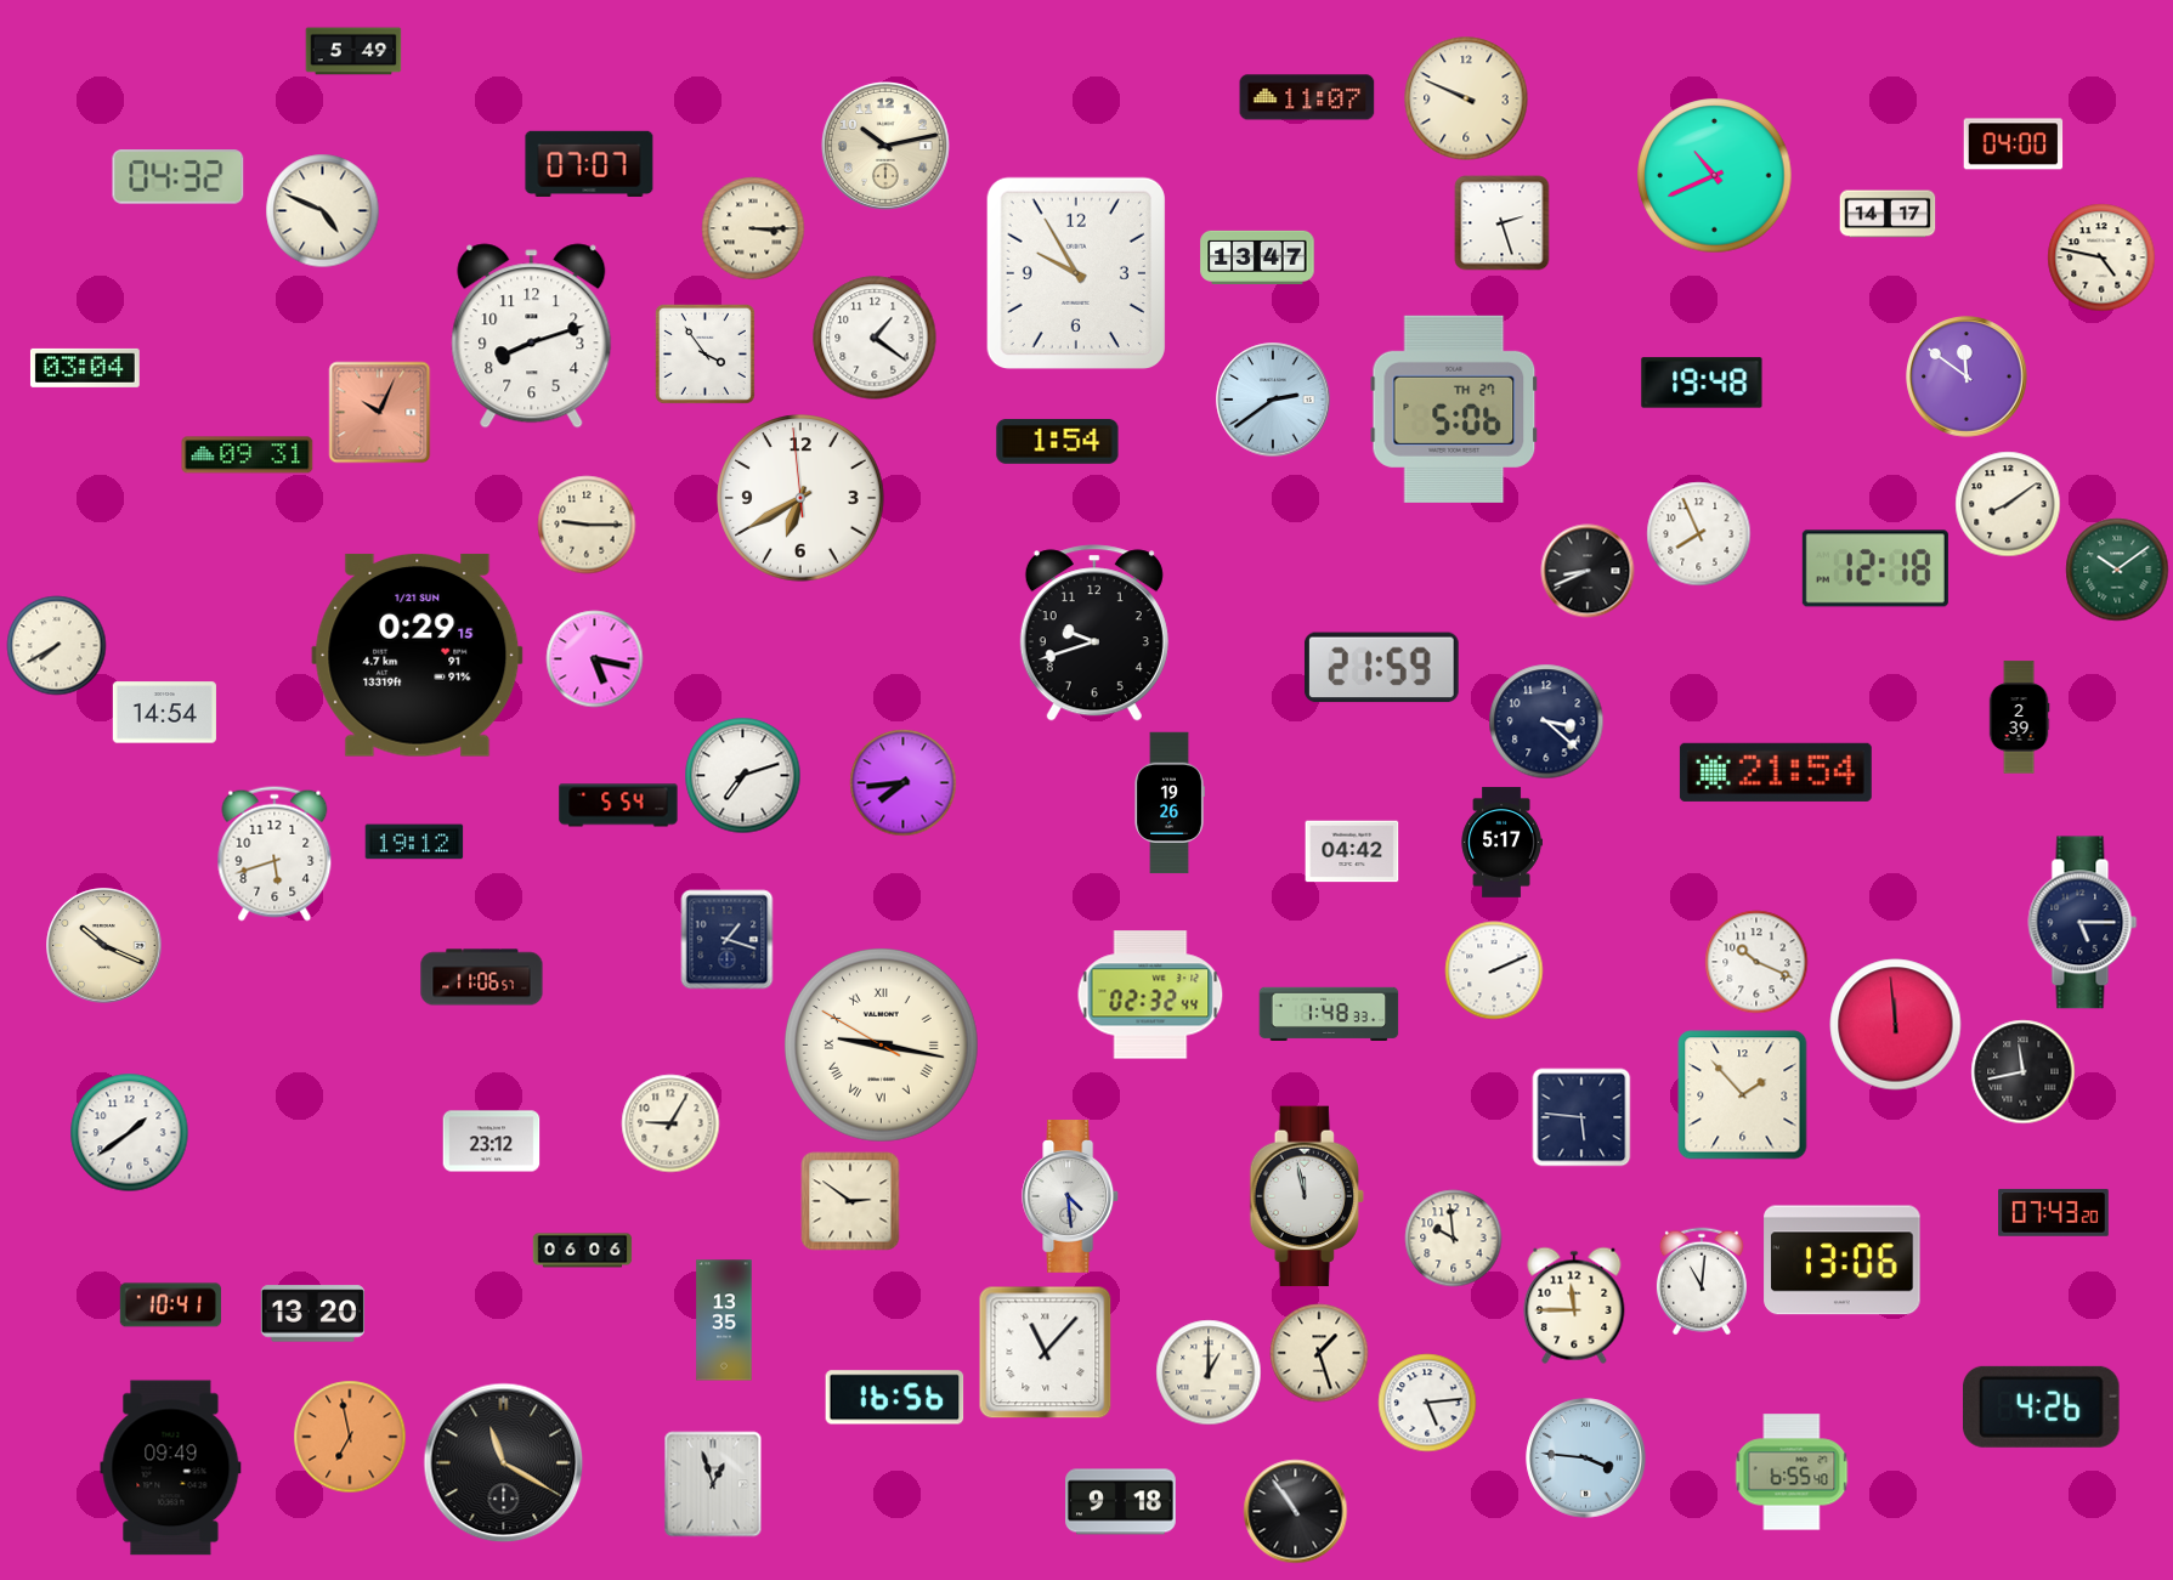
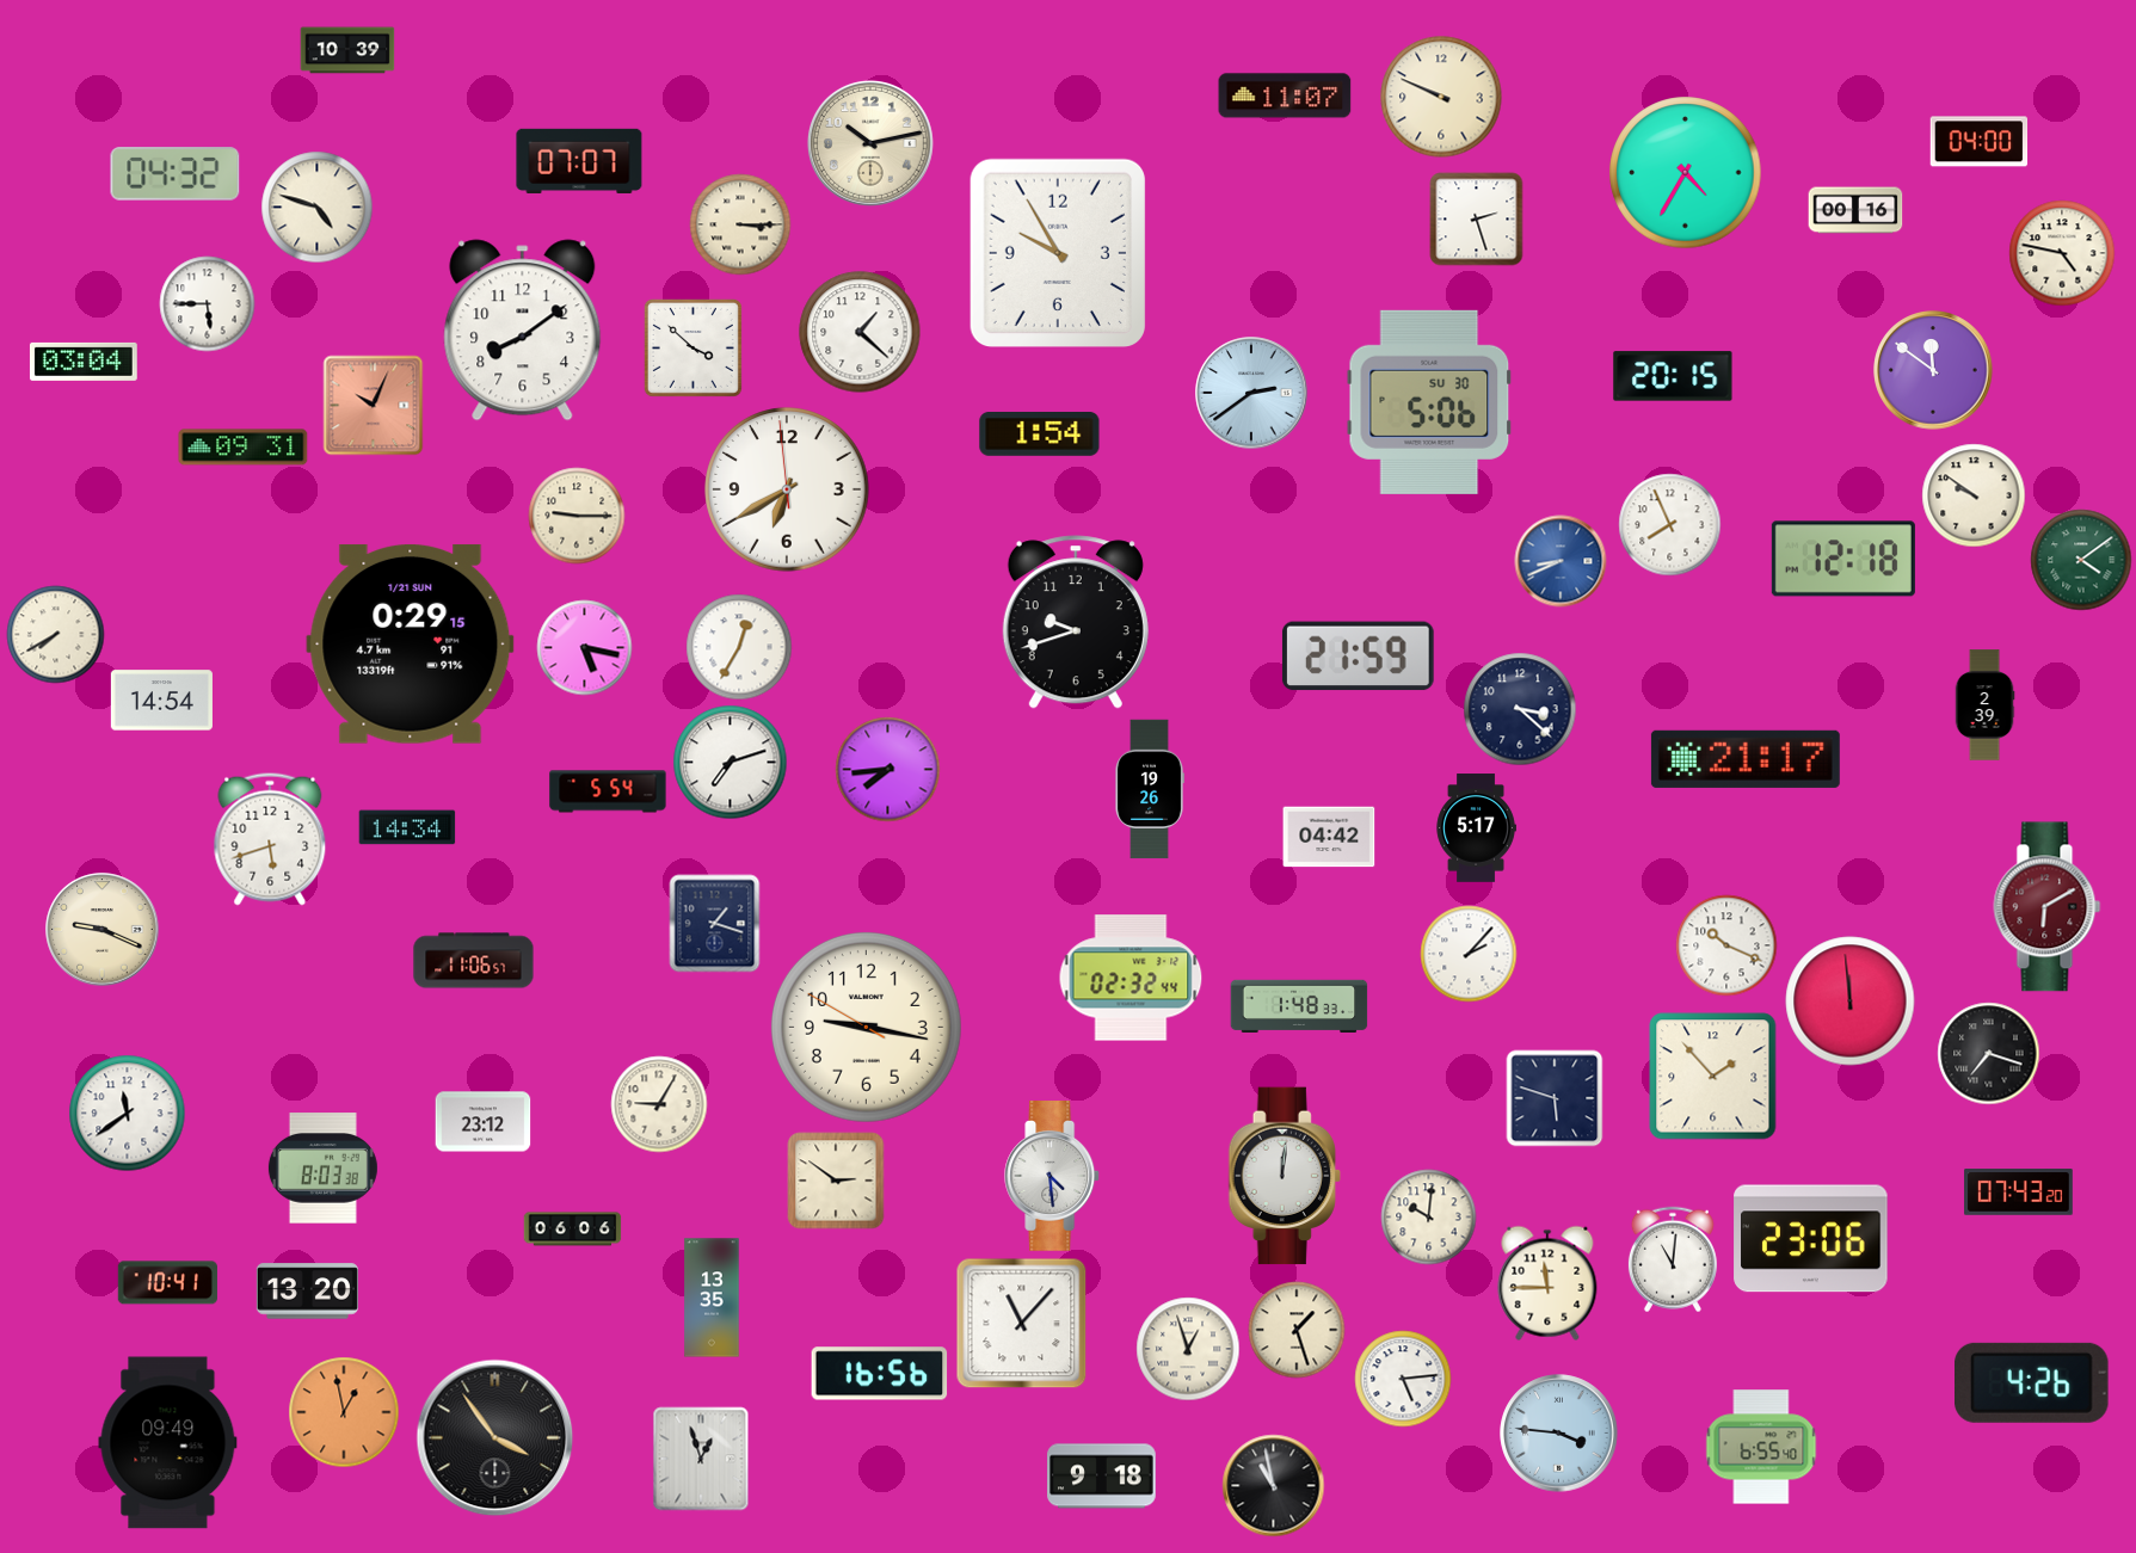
clock at (353, 51): 5:49 -> 10:39
clock at (1715, 176): 10:41 -> 4:35
clock at (323, 211): 4:49 -> 4:48
clock at (1888, 214): 14:17 -> 00:16
clock at (1257, 256): 13:47 -> none
clock at (2101, 257) position: (2101, 257) -> (2062, 253)
clock at (1075, 272) position: (1075, 272) -> (1057, 252)
clock at (208, 304): none -> 5:45
clock at (532, 336): 8:12 -> 8:09
clock at (875, 338): 1:21 -> 1:22
clock at (704, 353): 3:54 -> 3:52
clock at (1702, 383): 19:48 -> 20:15
clock at (1454, 409) date: TH 27 -> SU 30
clock at (2008, 504): 8:09 -> 9:51
clock at (2117, 570): 10:09 -> 4:09
clock at (1588, 571) dial: black -> blue
clock at (739, 647): none -> 12:35
clock at (1776, 772): 21:54 -> 21:17
clock at (414, 842): 19:12 -> 14:34
clock at (2083, 923): 5:15 -> 6:10
clock at (2083, 923) dial: navy -> burgundy
clock at (104, 946): 10:19 -> 9:19
clock at (1494, 970): 2:11 -> 2:07
clock at (1329, 1013) position: (1329, 1013) -> (1299, 1005)
clock at (1896, 1025) position: (1896, 1025) -> (1851, 1002)
clock at (881, 1044) numerals: Roman -> Arabic
clock at (2024, 1072): 11:43 -> 7:18
clock at (1581, 1117): 5:46 -> 5:48
clock at (130, 1133): 1:39 -> 11:39
clock at (322, 1169): none -> 8:03
clock at (1307, 1196): 11:58 -> 12:01
clock at (1454, 1239): 9:59 -> 10:01
clock at (1843, 1261): 13:06 -> 23:06
clock at (1046, 1353) position: (1046, 1353) -> (1022, 1324)
clock at (1209, 1372): 1:00 -> 12:57
clock at (2042, 1406) position: (2042, 1406) -> (2032, 1382)
clock at (350, 1437): 6:58 -> 12:58
clock at (504, 1463): 11:20 -> 3:54
clock at (1296, 1512): 10:54 -> 10:58
